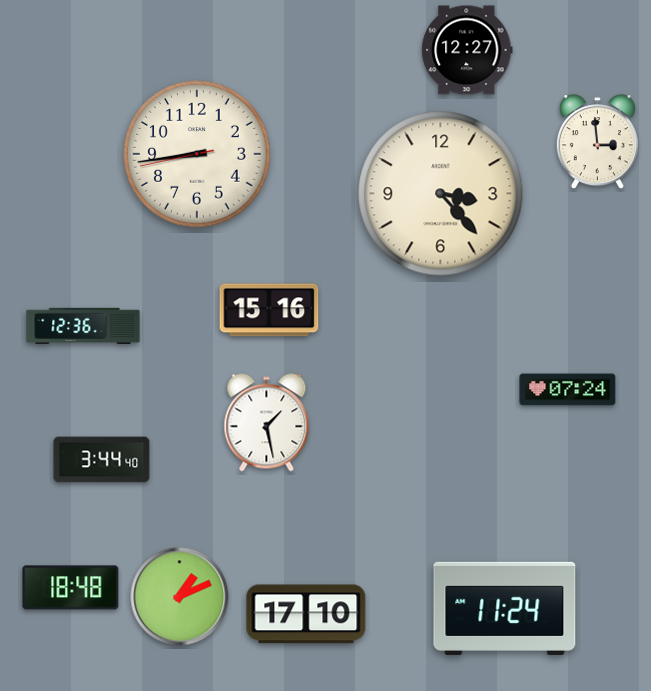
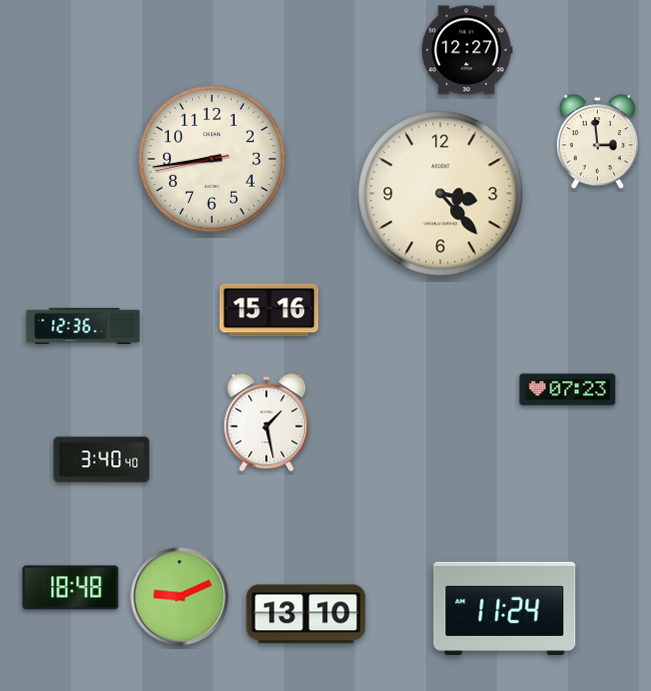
clock at (198, 155) position: (198, 155) -> (213, 160)
clock at (568, 390): 07:24 -> 07:23
clock at (102, 460): 3:44 -> 3:40
clock at (180, 597): 1:11 -> 9:11
clock at (306, 614): 17:10 -> 13:10
